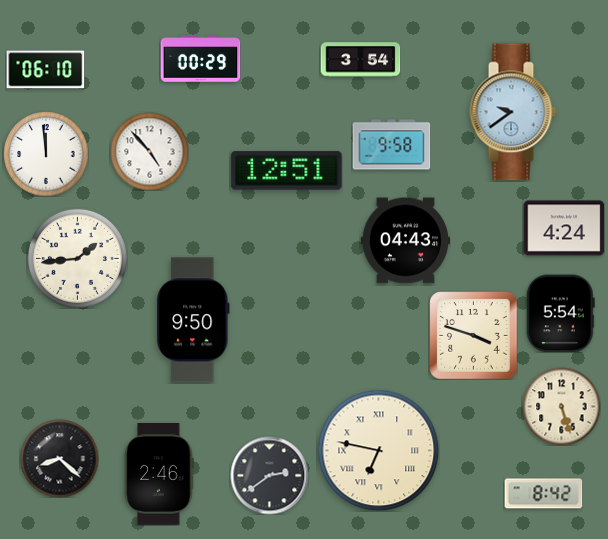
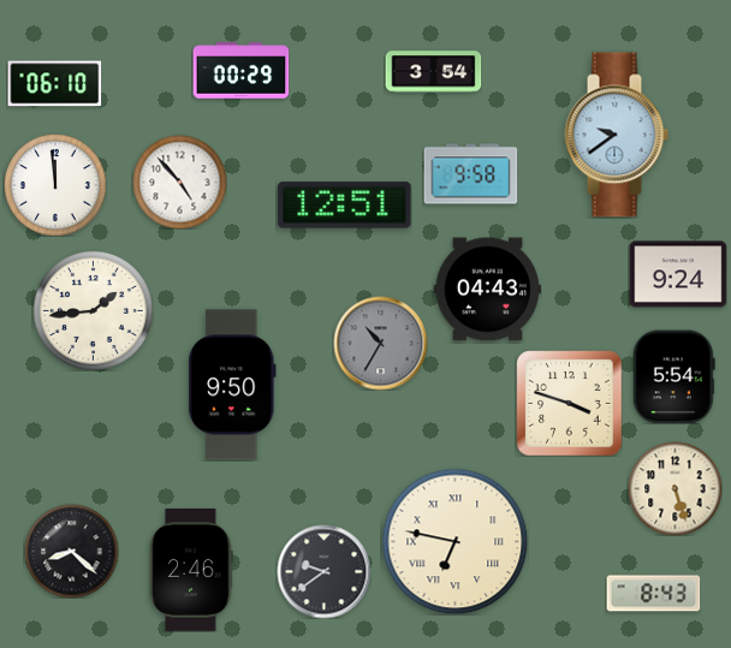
clock at (564, 228): 4:24 -> 9:24
clock at (380, 343): none -> 10:35
clock at (269, 475): 2:39 -> 9:39
clock at (543, 494): 8:42 -> 8:43
